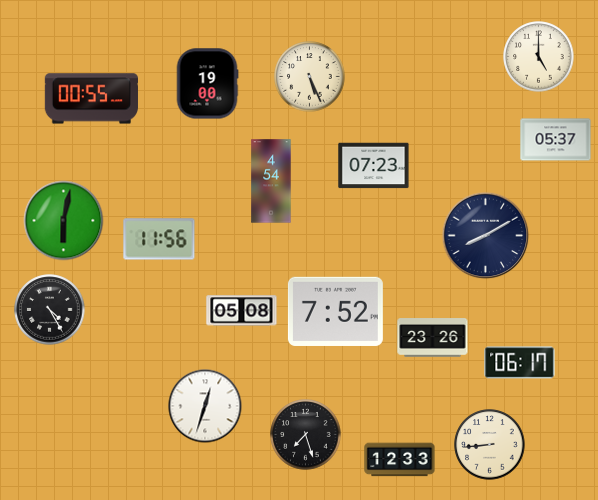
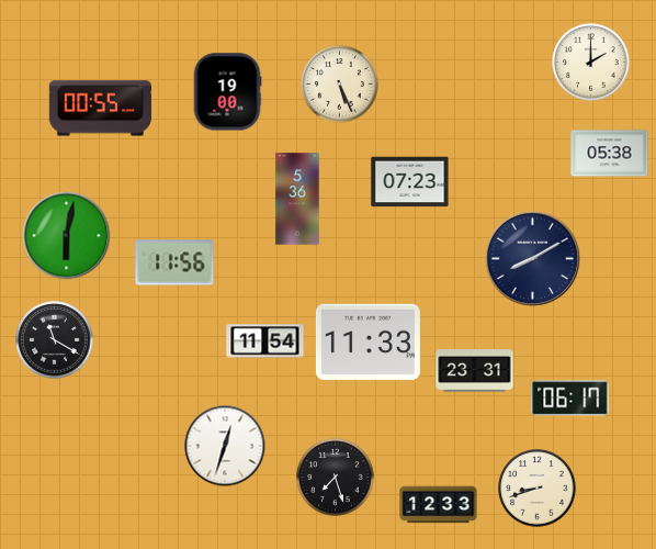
clock at (539, 57): 5:00 -> 2:00
clock at (556, 140): 05:37 -> 05:38
clock at (271, 181): 4:54 -> 5:36
clock at (64, 221) position: (64, 221) -> (67, 236)
clock at (50, 310): 4:25 -> 11:20
clock at (242, 311): 05:08 -> 11:54
clock at (335, 311): 7:52 -> 11:33
clock at (433, 338): 23:26 -> 23:31
clock at (490, 445): 8:44 -> 8:42
